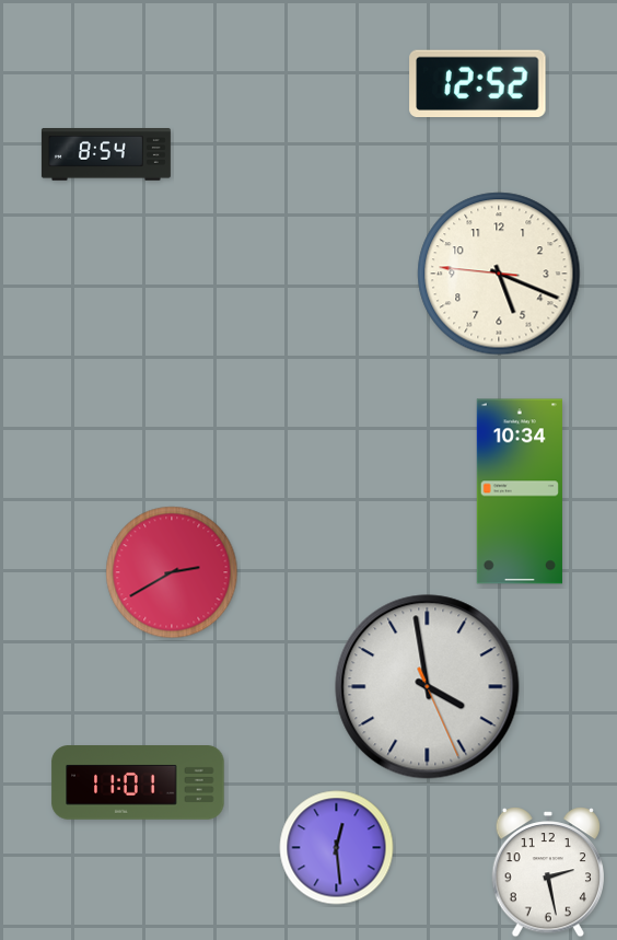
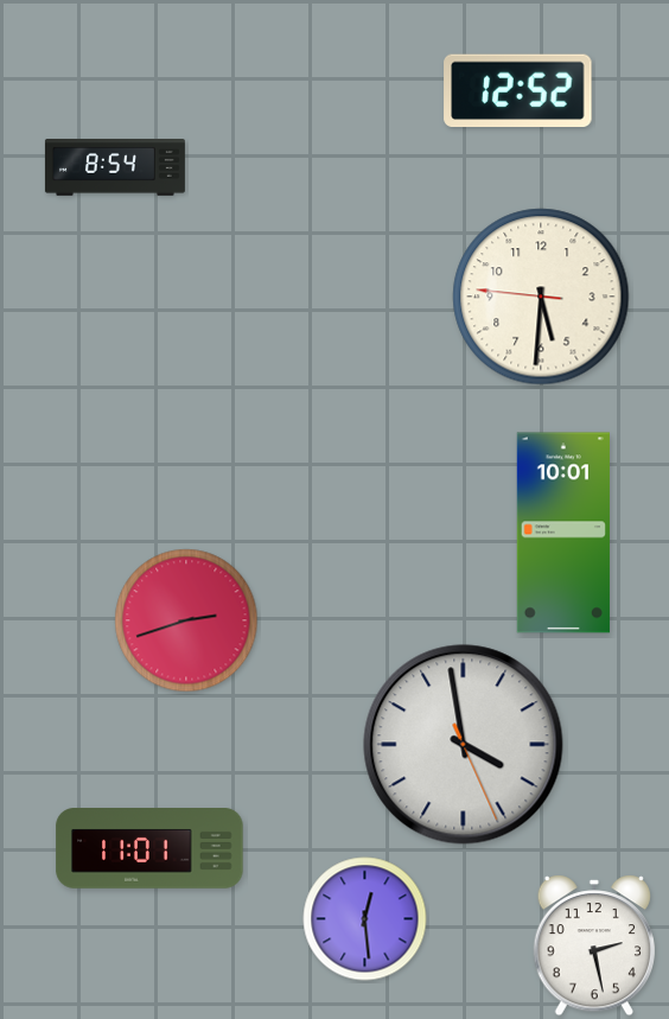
clock at (499, 274): 5:18 -> 5:30
clock at (520, 491): 10:34 -> 10:01
clock at (172, 572): 2:40 -> 2:42
